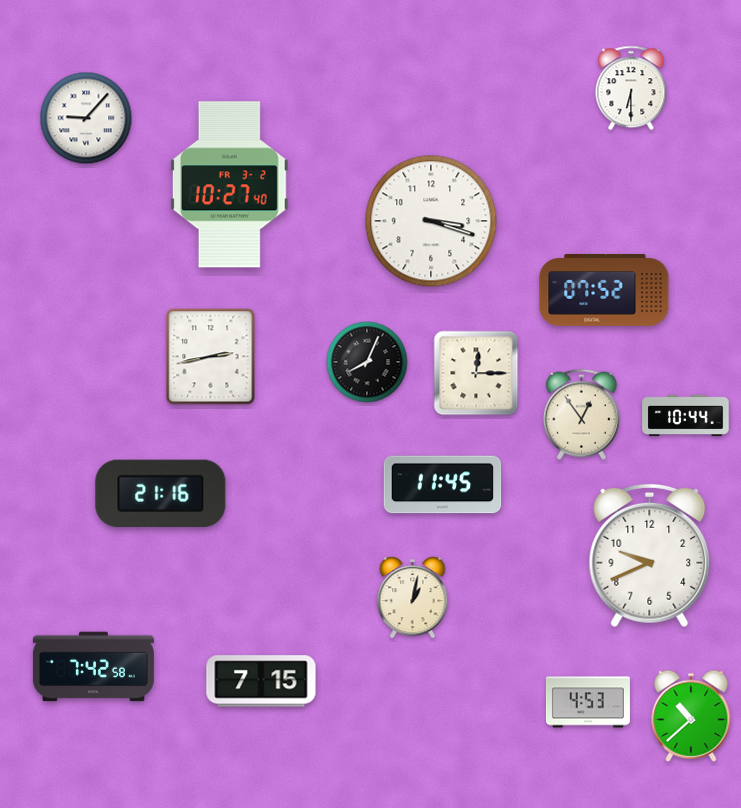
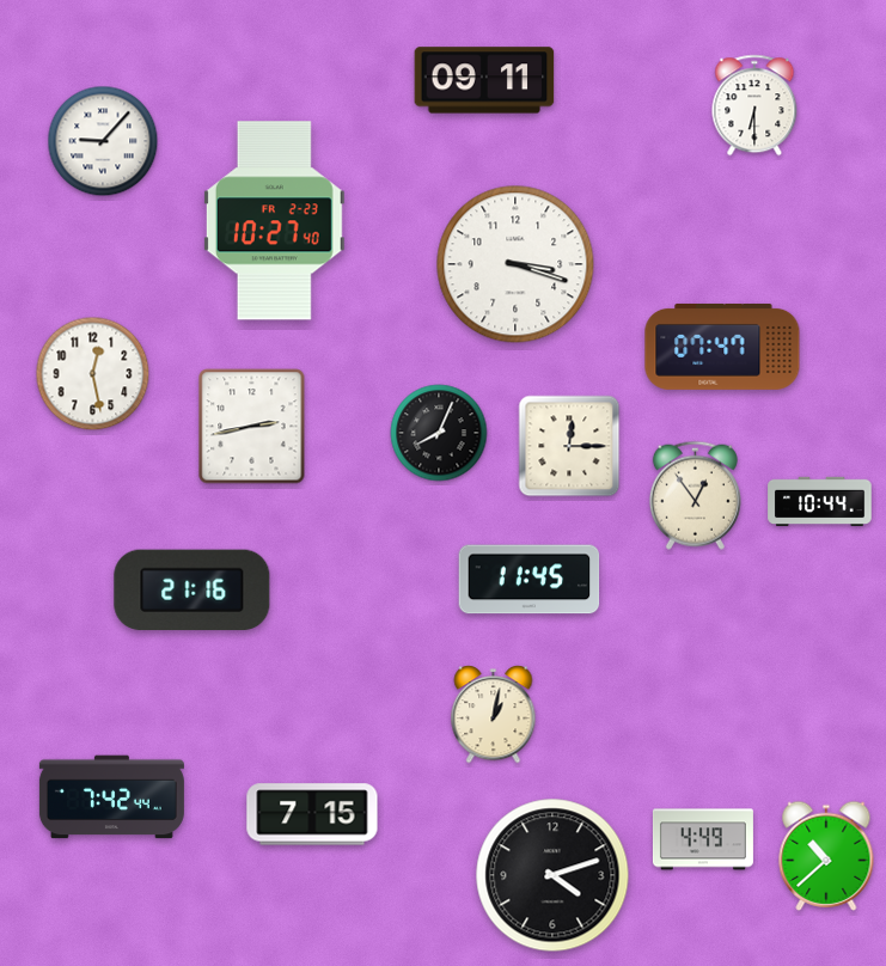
clock at (484, 80): none -> 09:11
clock at (229, 185) date: FR 3-2 -> FR 2-23
clock at (604, 290): 07:52 -> 07:47
clock at (93, 374): none -> 12:28
clock at (686, 416) position: (686, 416) -> (820, 502)
clock at (650, 556): 9:41 -> none
clock at (93, 667): 7:42:58 -> 7:42:44
clock at (588, 702): 4:53 -> 4:49
clock at (552, 875): none -> 4:12
